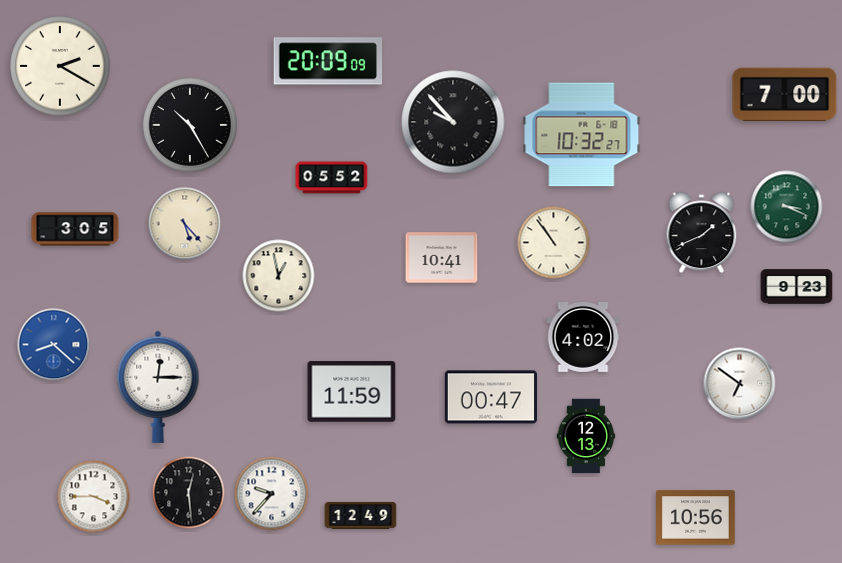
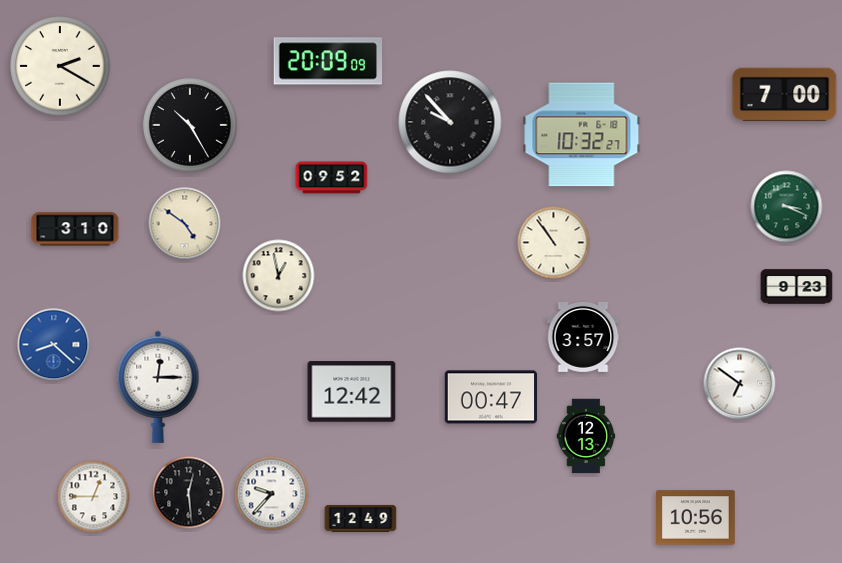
clock at (453, 122) position: (453, 122) -> (450, 122)
clock at (332, 178): 05:52 -> 09:52
clock at (185, 224): 5:23 -> 4:51
clock at (75, 229): 3:05 -> 3:10
clock at (702, 232): 1:41 -> none
clock at (442, 258): 10:41 -> none
clock at (583, 337): 4:02 -> 3:57
clock at (352, 392): 11:59 -> 12:42
clock at (94, 497): 3:45 -> 12:45
clock at (361, 515) position: (361, 515) -> (361, 518)
